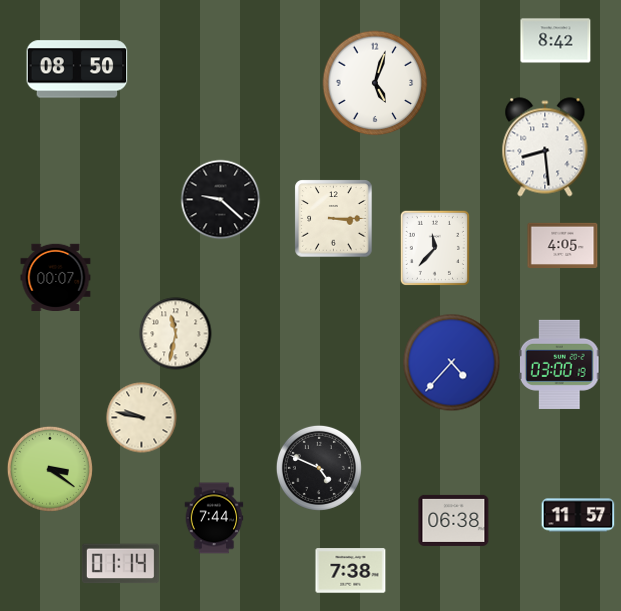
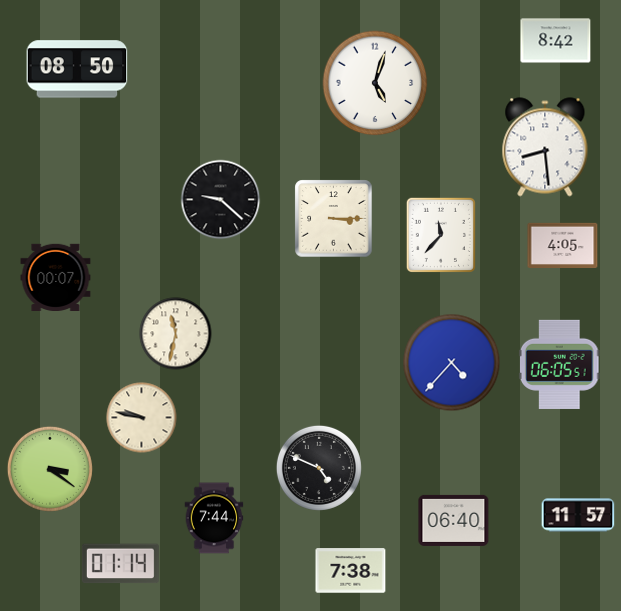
clock at (435, 248) position: (435, 248) -> (441, 235)
clock at (559, 364): 03:00 -> 06:05
clock at (454, 520): 06:38 -> 06:40
